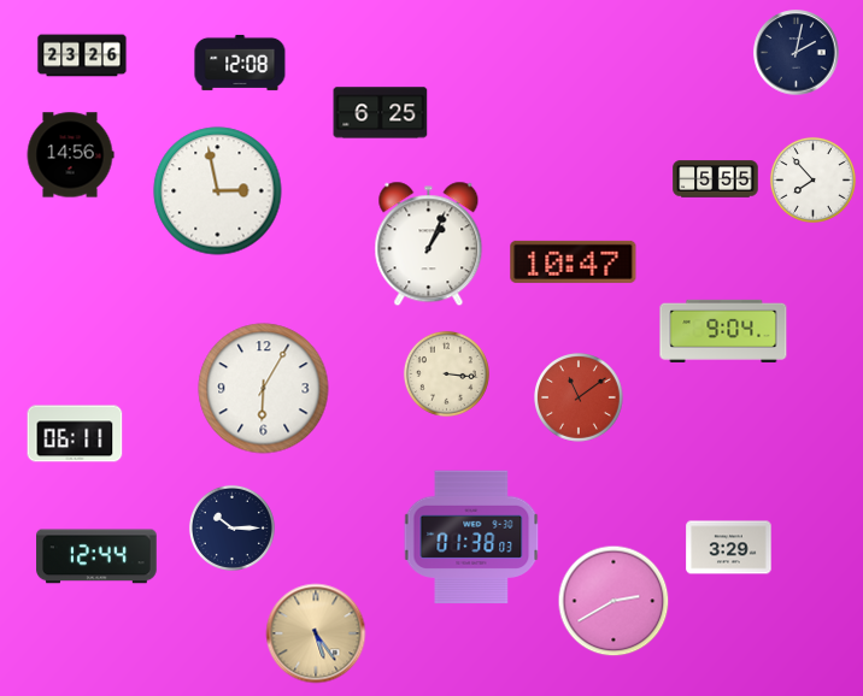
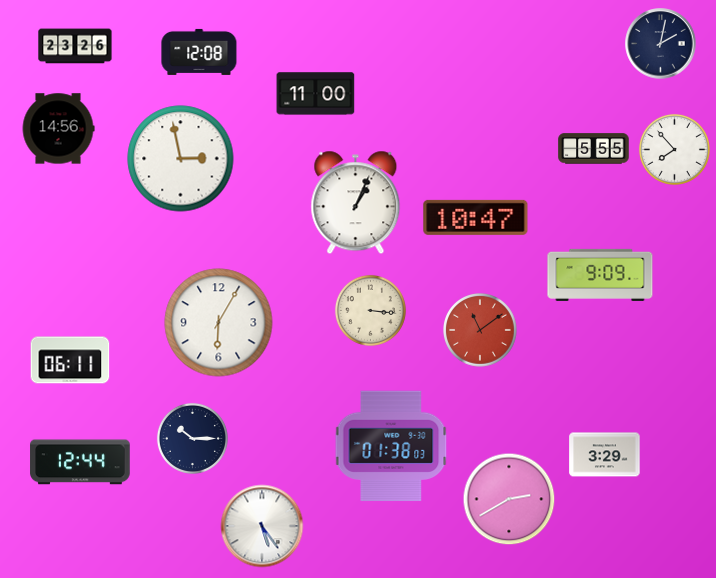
clock at (82, 55) position: (82, 55) -> (75, 46)
clock at (381, 113): 6:25 -> 11:00
clock at (723, 331): 9:04 -> 9:09
clock at (75, 433) position: (75, 433) -> (70, 360)
clock at (316, 633) dial: champagne -> white
